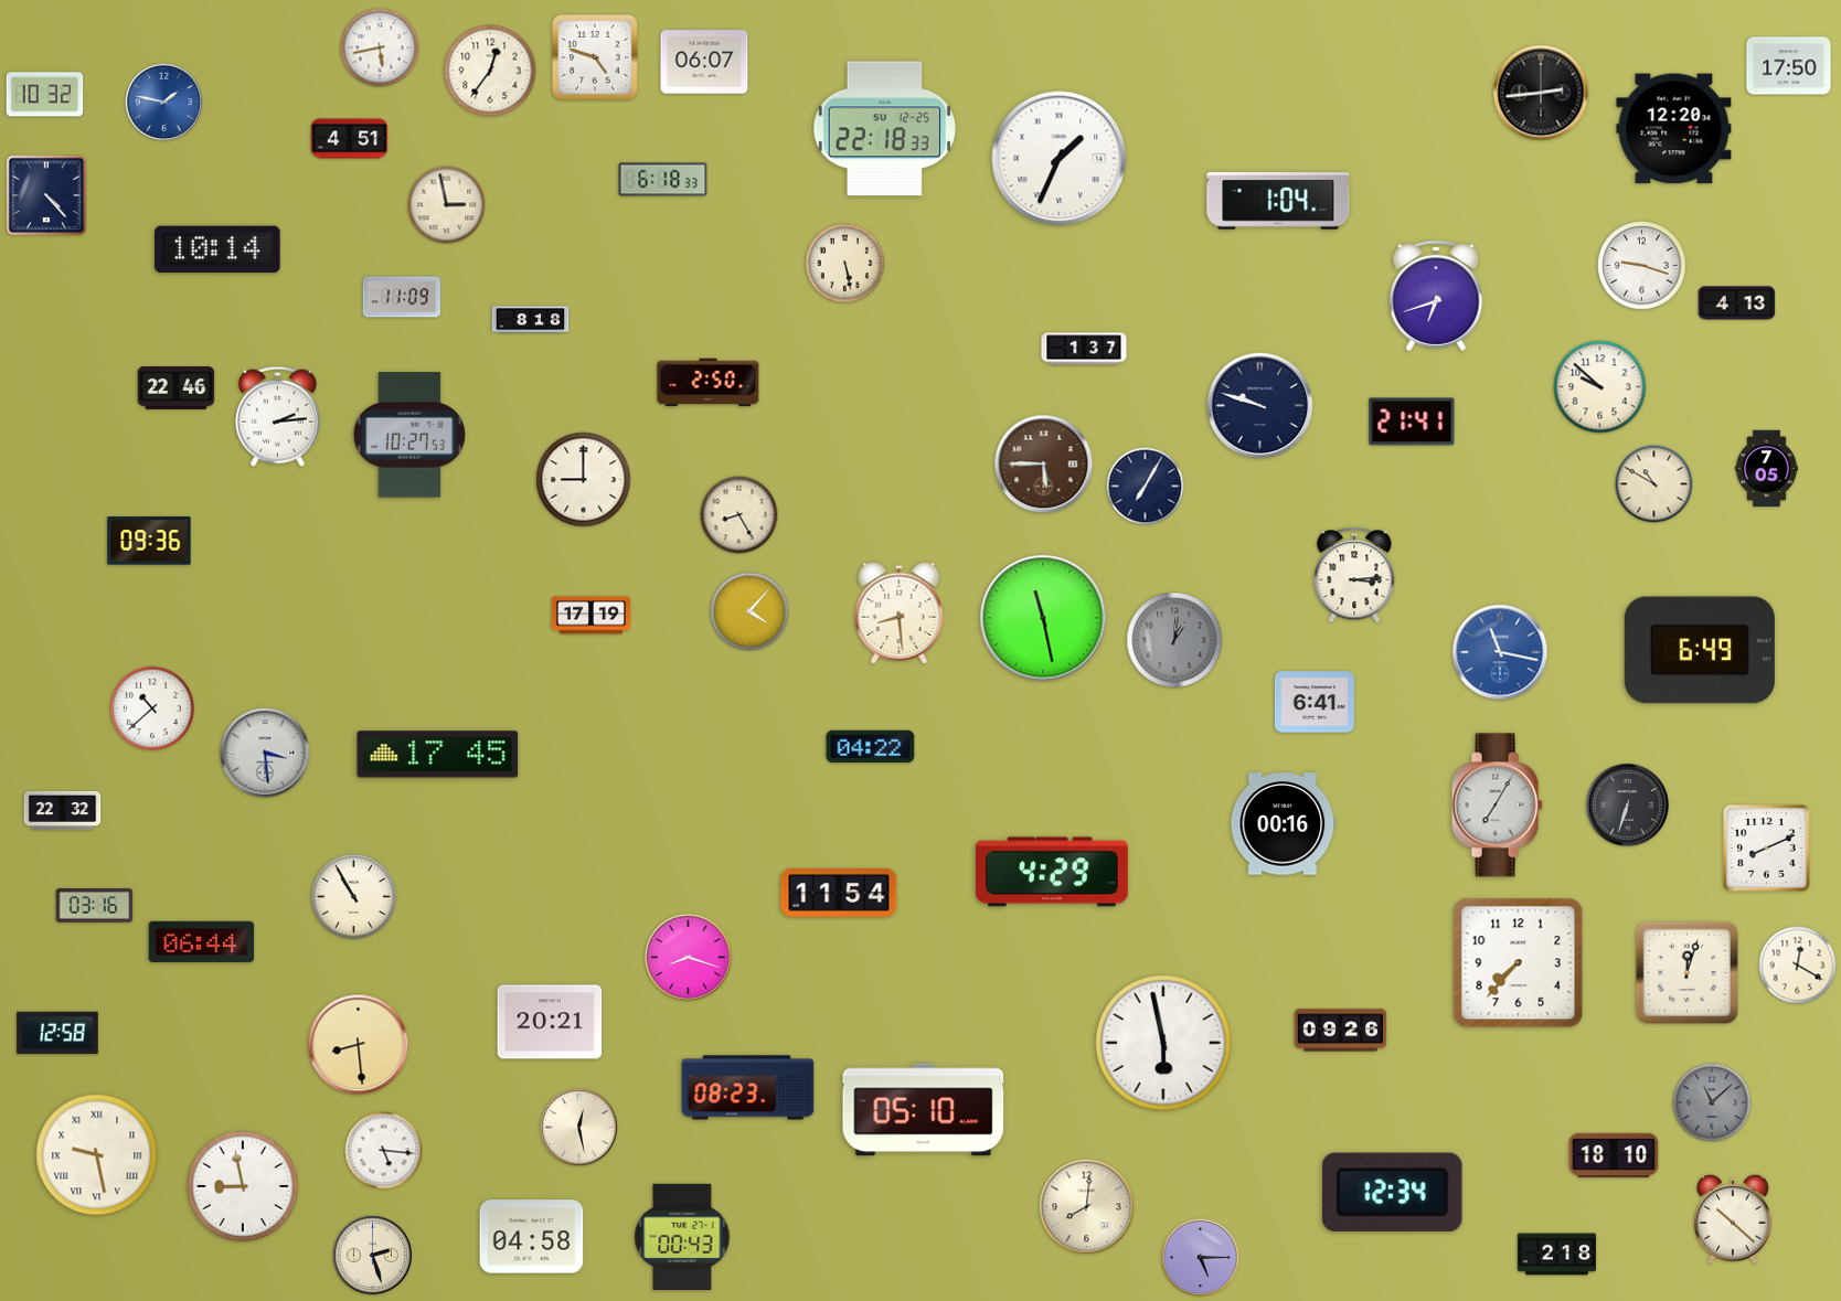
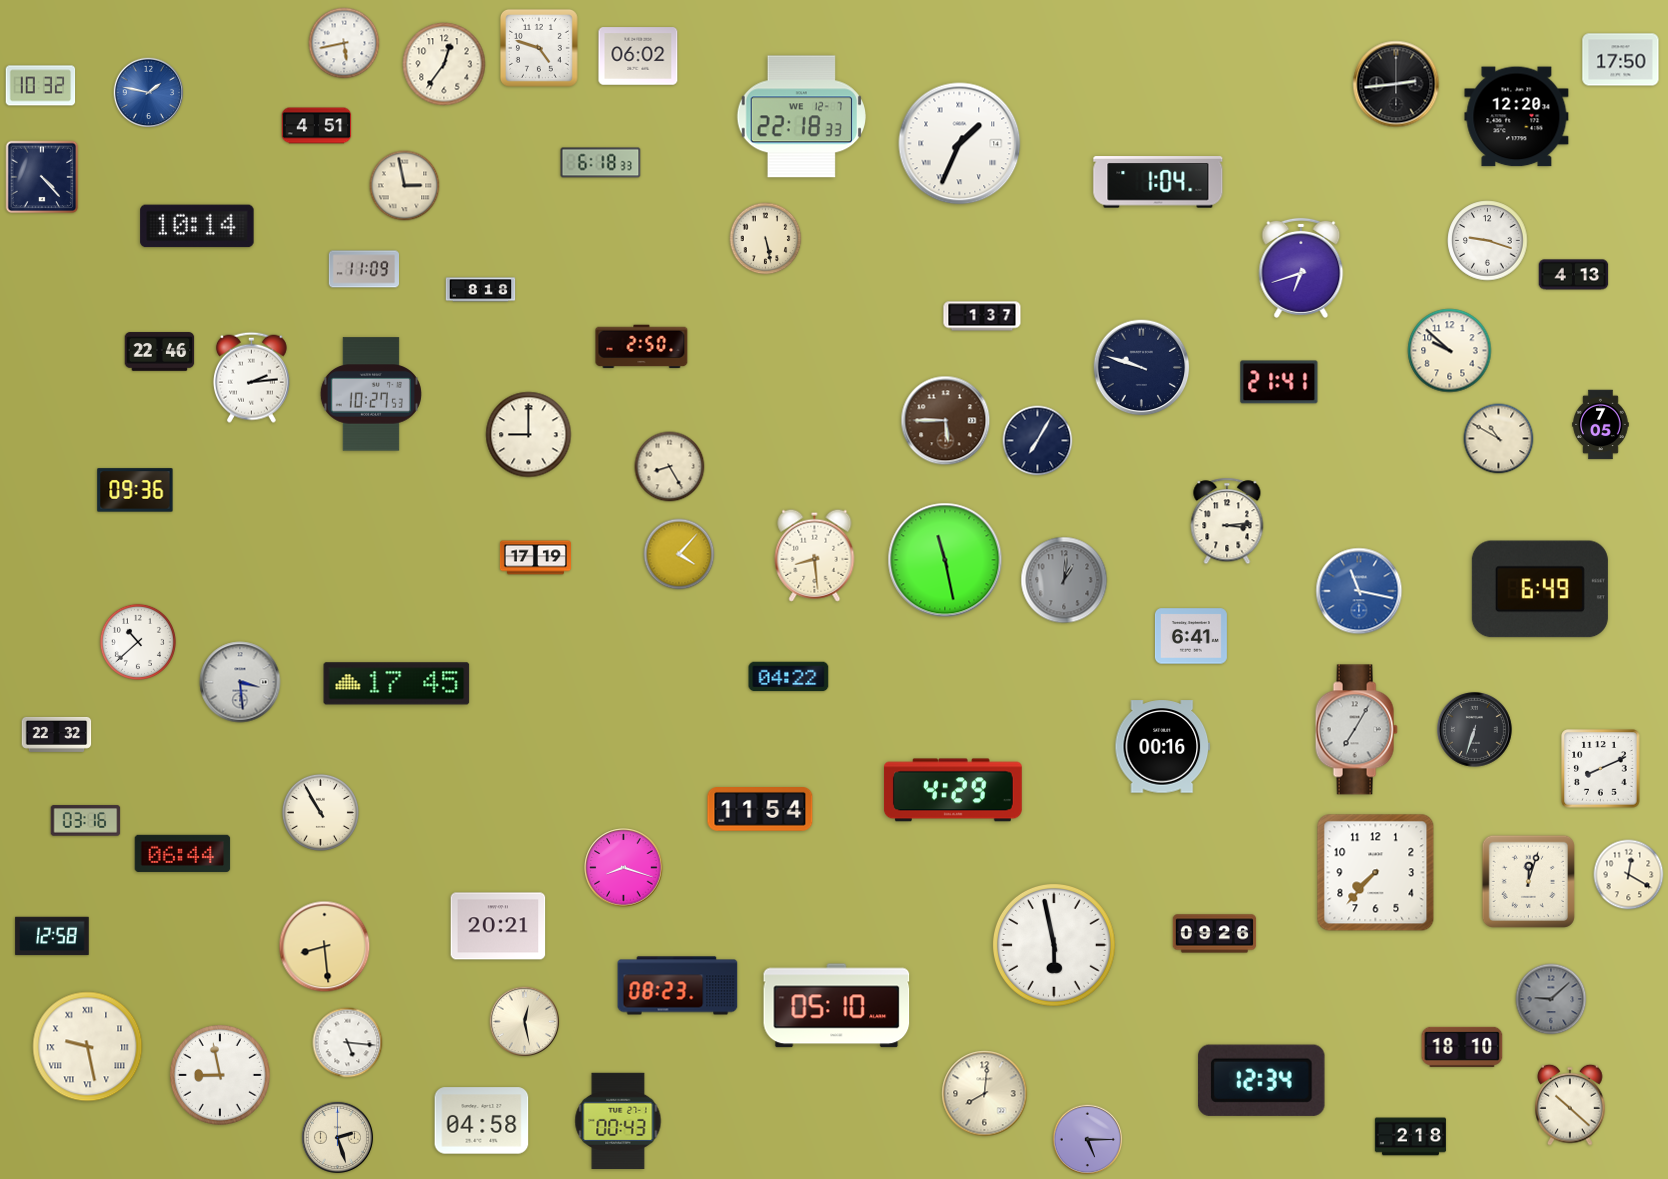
clock at (595, 57) position: (595, 57) -> (539, 48)
clock at (704, 62): 06:07 -> 06:02
clock at (884, 129) date: SU 12-25 -> WE 12-7
clock at (1712, 1102): 11:08 -> 9:08
